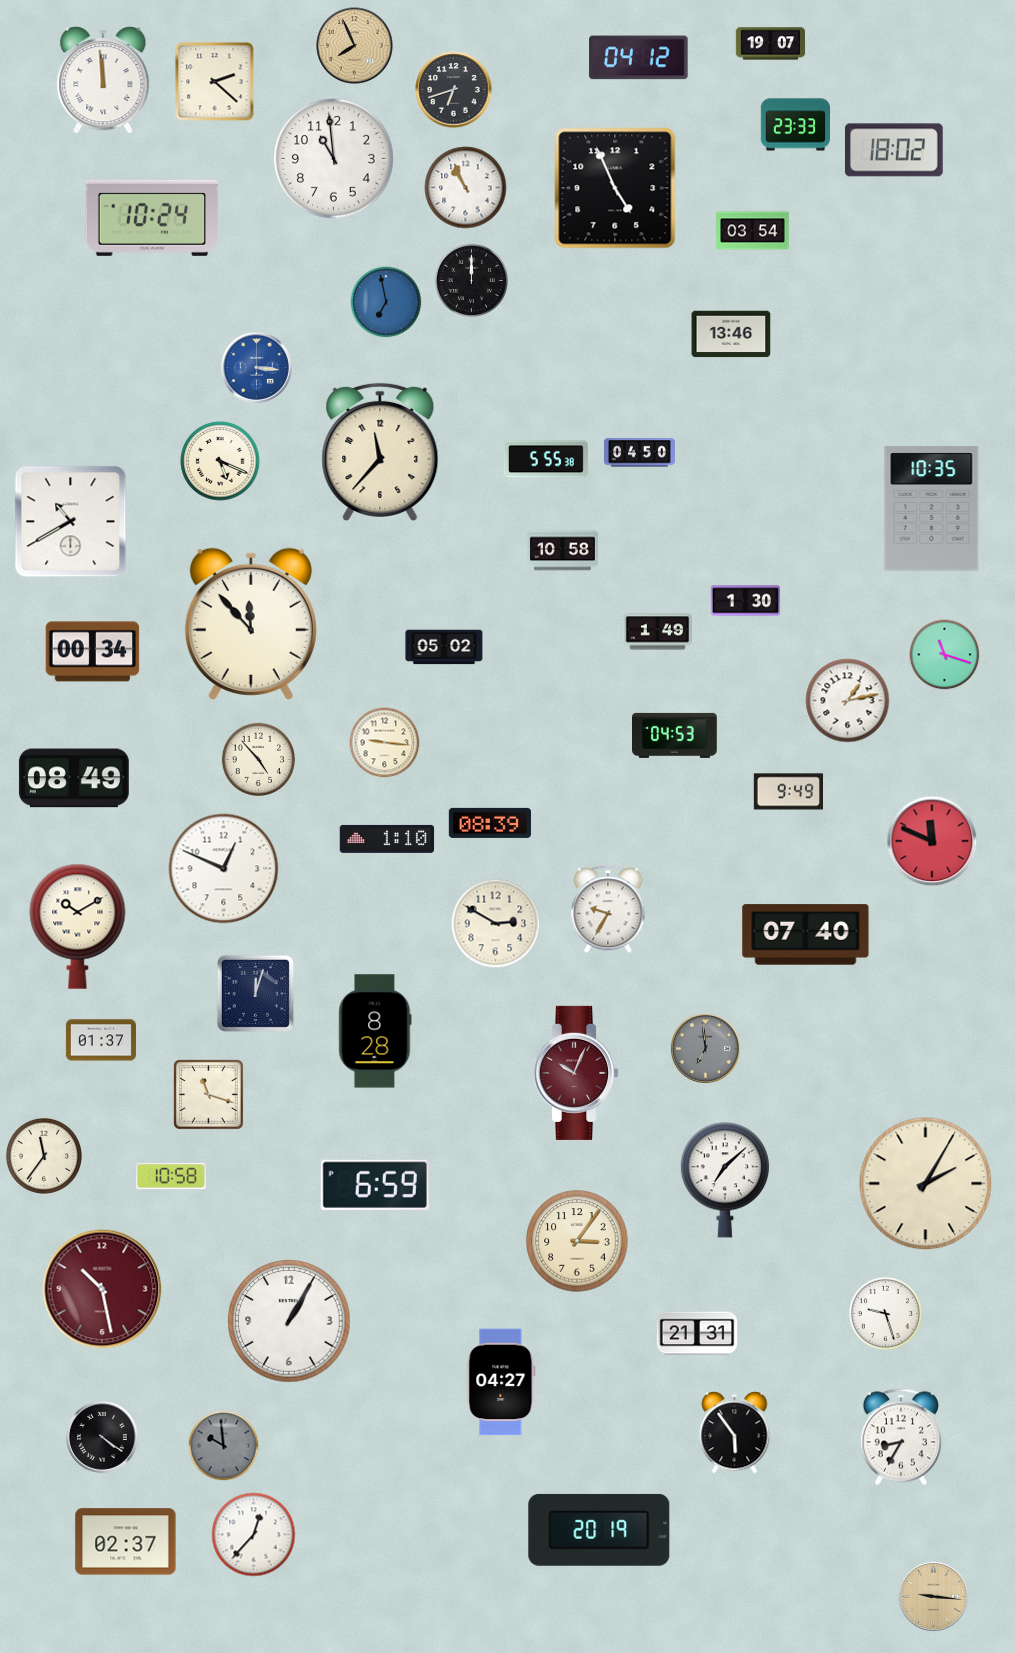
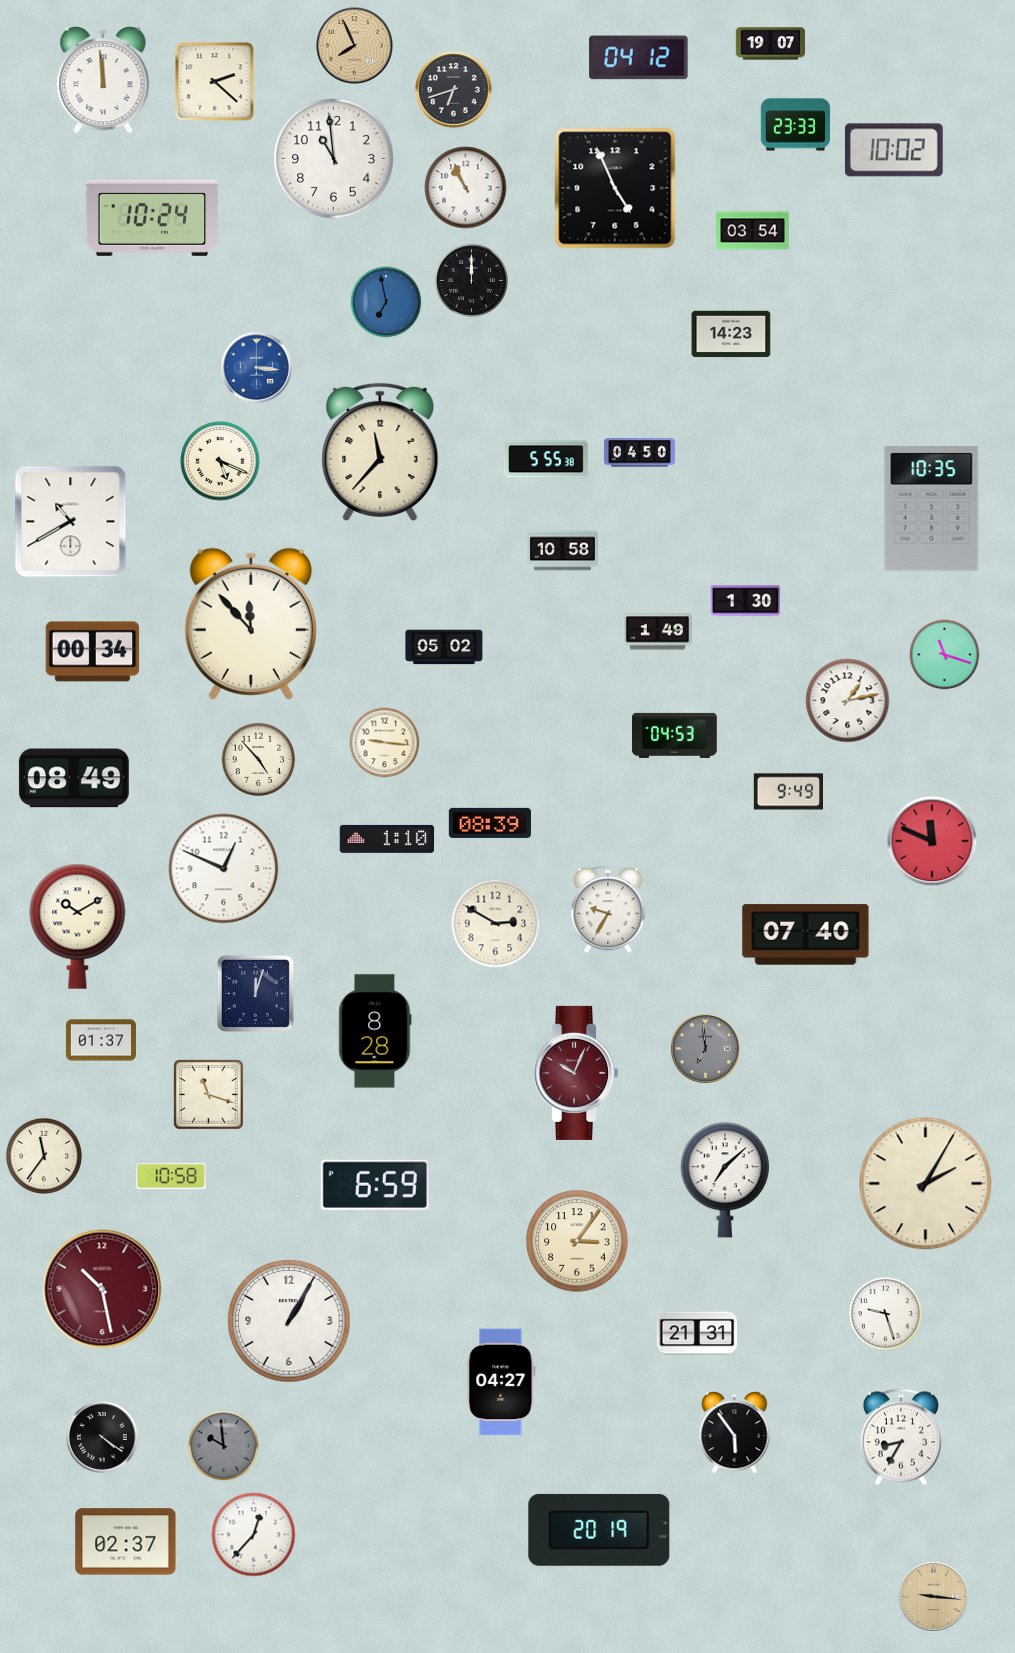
clock at (894, 150): 18:02 -> 10:02
clock at (731, 334): 13:46 -> 14:23
